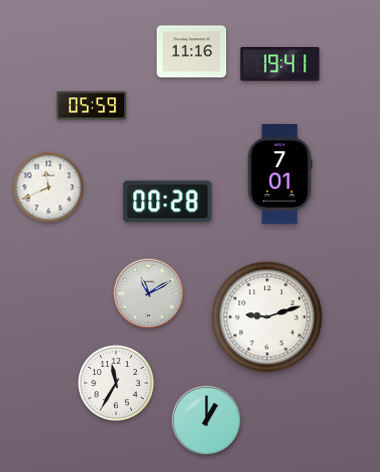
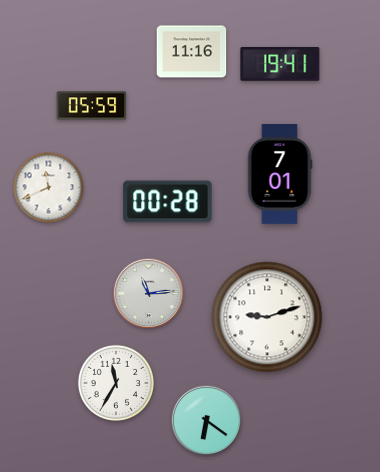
clock at (149, 294): 11:10 -> 11:14
clock at (207, 421): 1:00 -> 6:21
